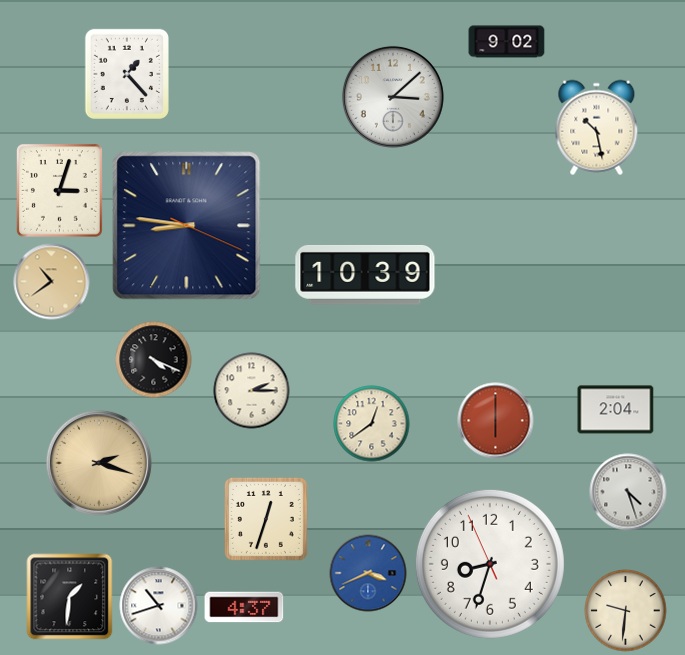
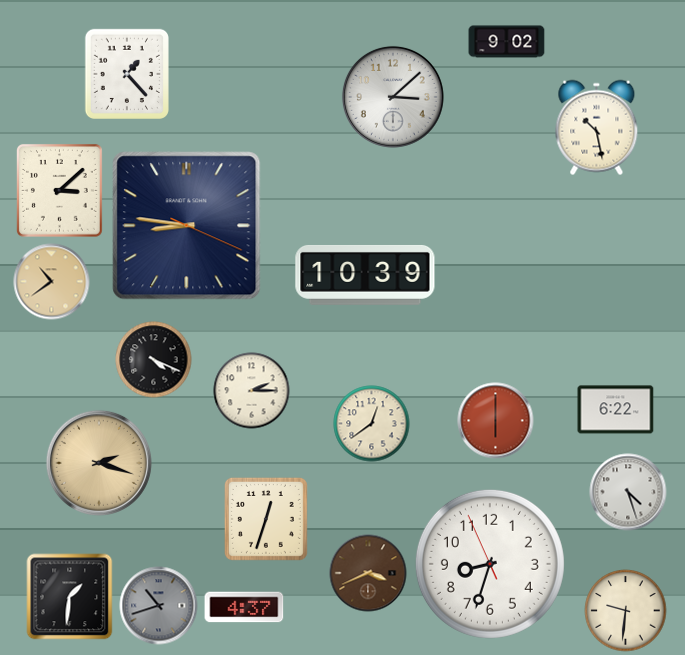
clock at (59, 191): 3:03 -> 3:08
clock at (616, 410): 2:04 -> 6:22
clock at (368, 573) dial: blue -> brown
clock at (159, 606) dial: white -> grey
